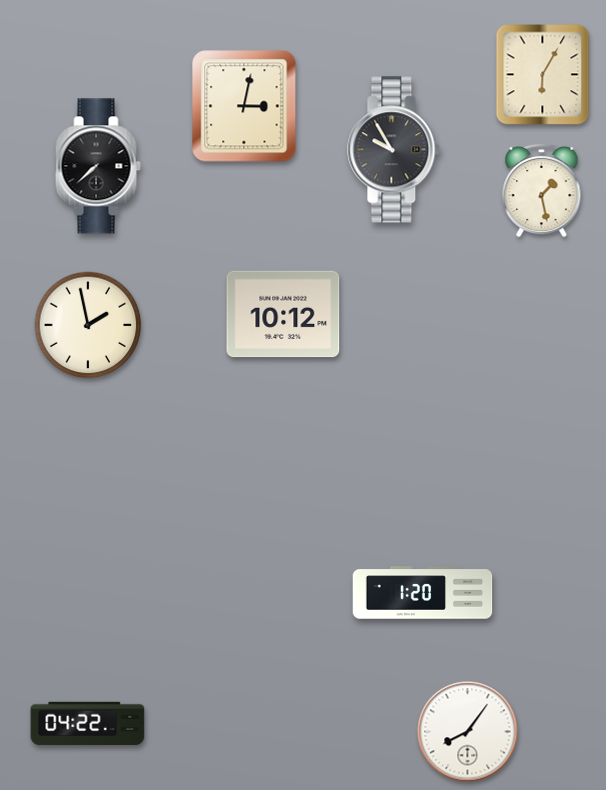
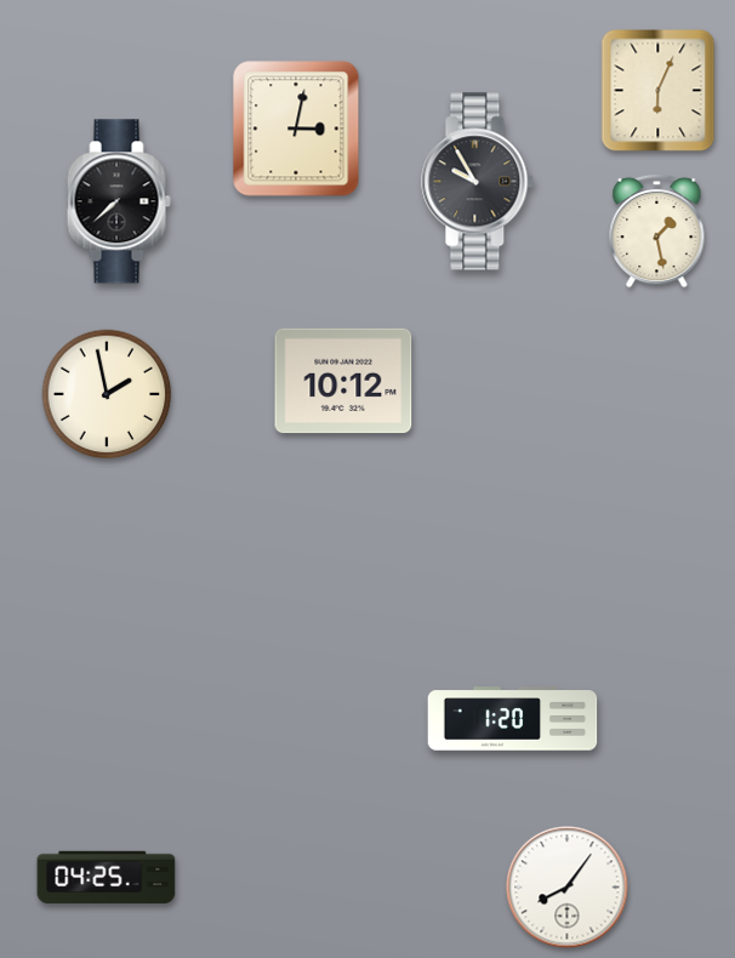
clock at (543, 75): 6:05 -> 6:04
clock at (88, 724): 04:22 -> 04:25
